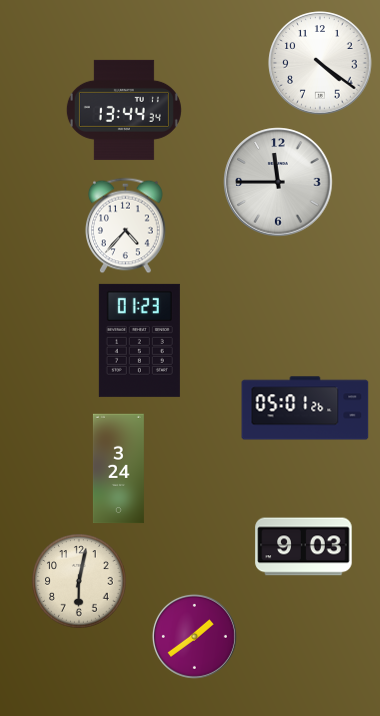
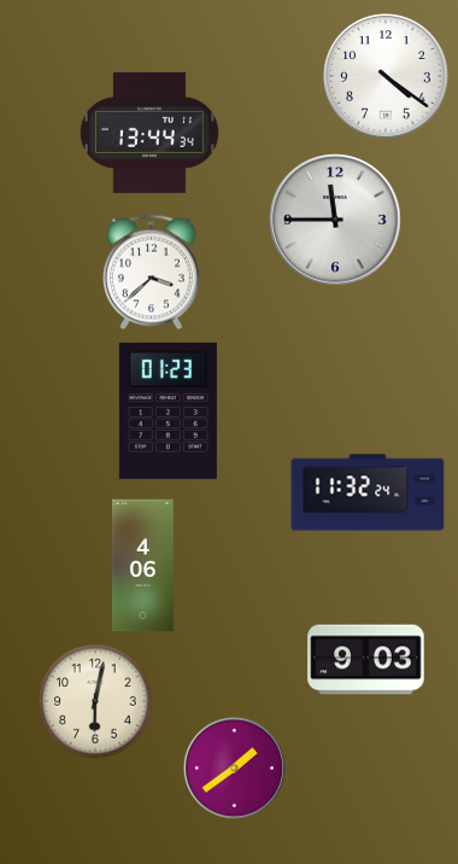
clock at (126, 226): 4:37 -> 3:38
clock at (305, 408): 05:01 -> 11:32
clock at (118, 469): 3:24 -> 4:06
